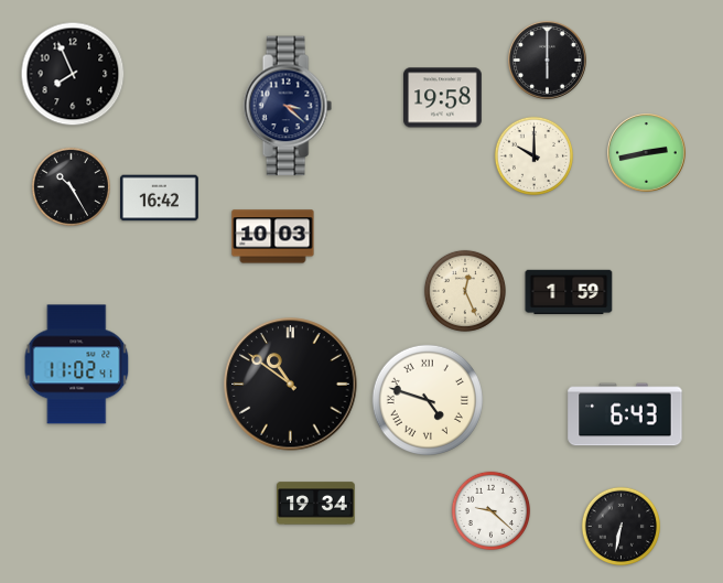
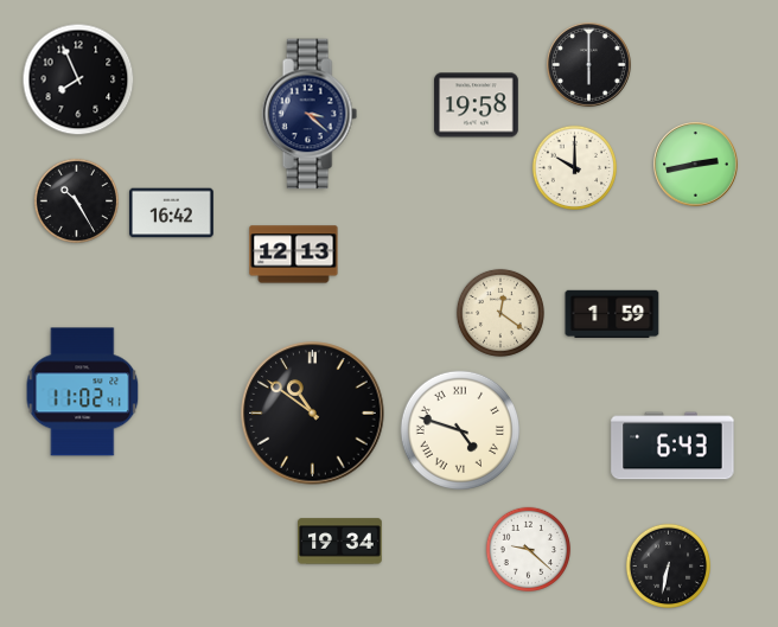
clock at (273, 237): 10:03 -> 12:13
clock at (465, 291): 12:26 -> 12:21
